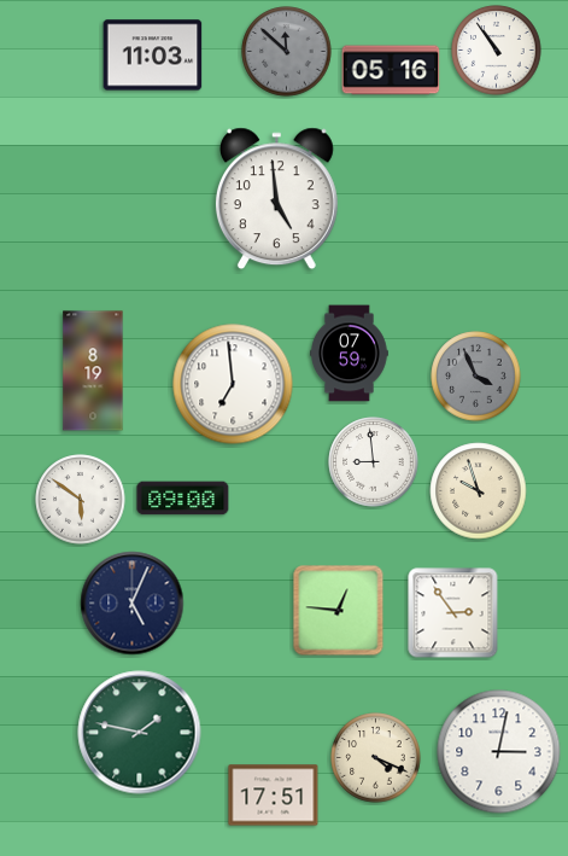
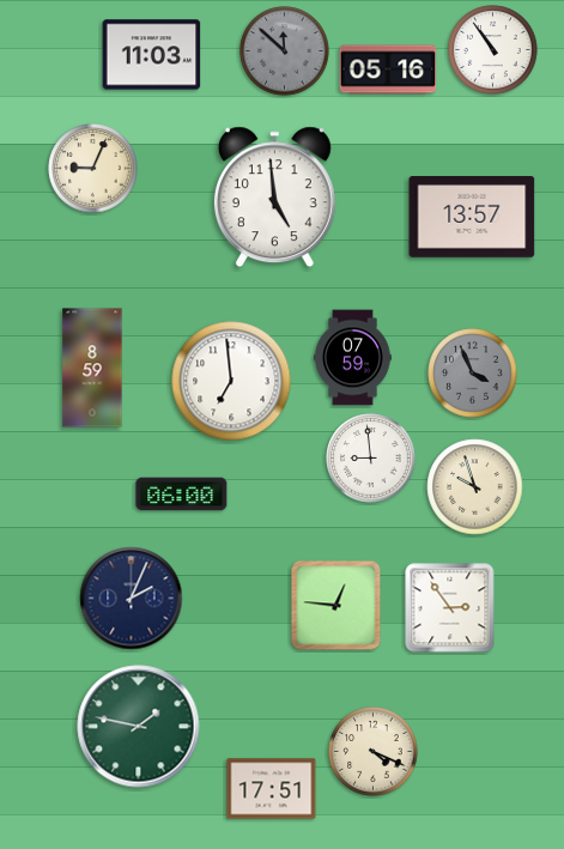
clock at (93, 169): none -> 9:04
clock at (472, 218): none -> 13:57
clock at (350, 354) position: (350, 354) -> (353, 358)
clock at (93, 371): 8:19 -> 8:59
clock at (183, 499): 09:00 -> 06:00
clock at (81, 500): 5:51 -> none
clock at (133, 604): 5:04 -> 2:04
clock at (499, 752): 3:02 -> none
